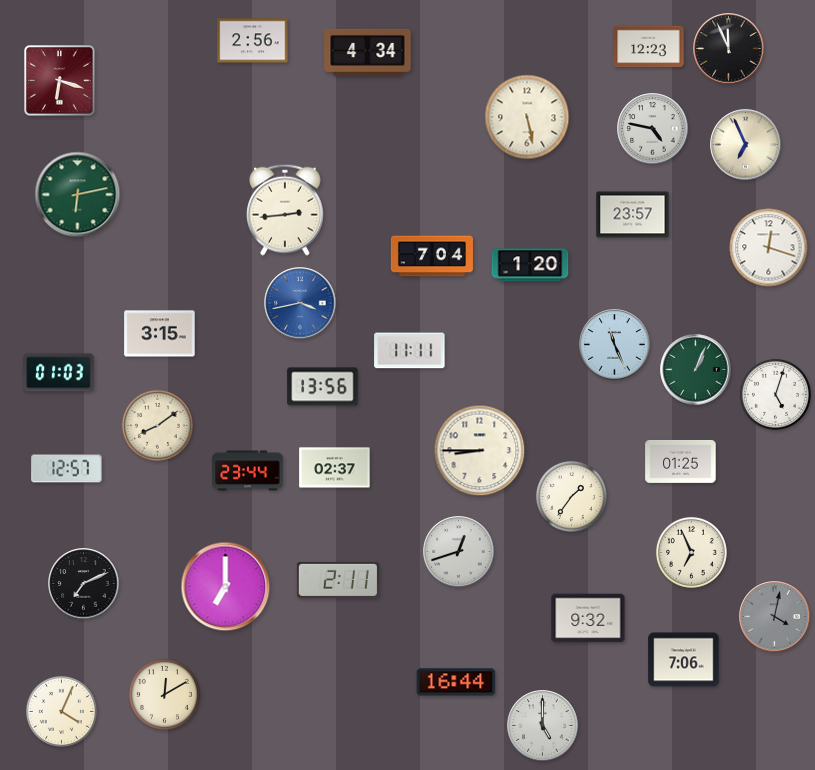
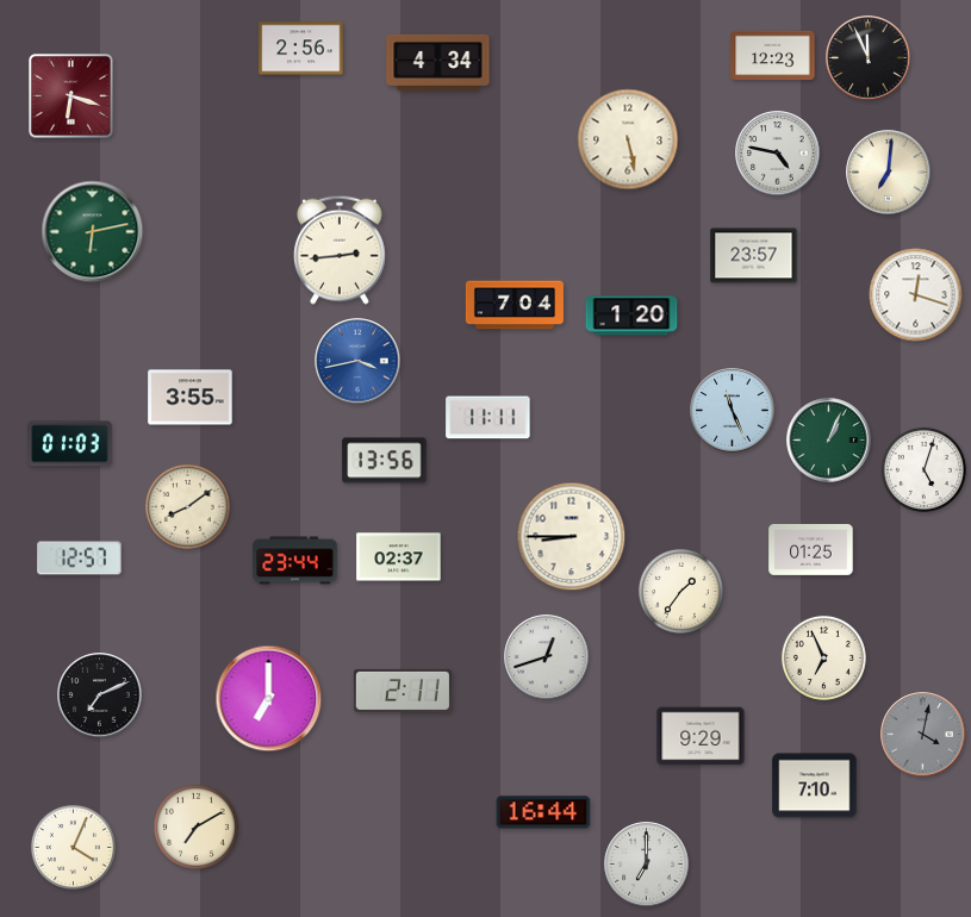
clock at (746, 145): 6:56 -> 7:01
clock at (160, 334): 3:15 -> 3:55
clock at (588, 618): 9:32 -> 9:29
clock at (684, 660): 7:06 -> 7:10
clock at (164, 694): 12:10 -> 7:10
clock at (543, 726): 5:00 -> 7:00
